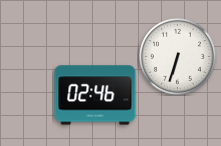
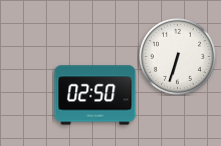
clock at (95, 95): 02:46 -> 02:50
